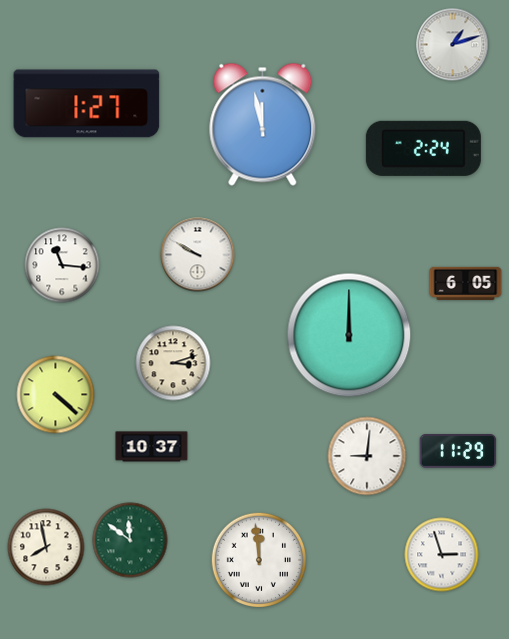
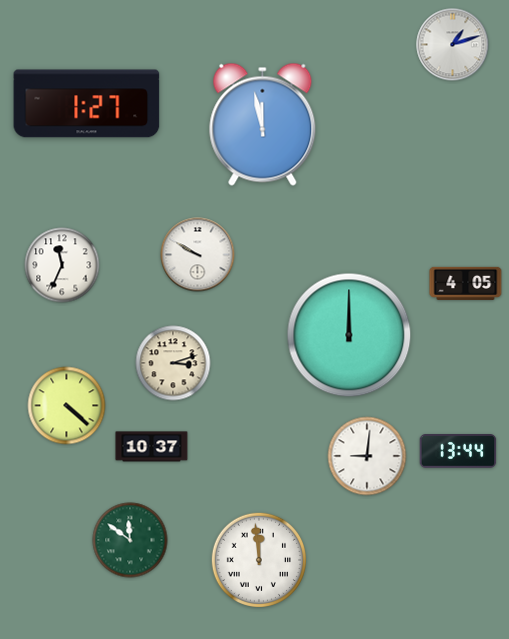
clock at (423, 148): 2:24 -> none
clock at (62, 265): 11:16 -> 11:34
clock at (466, 283): 6:05 -> 4:05
clock at (56, 395) position: (56, 395) -> (67, 406)
clock at (458, 452): 11:29 -> 13:44
clock at (46, 547): 7:58 -> none
clock at (442, 555): 2:57 -> none
